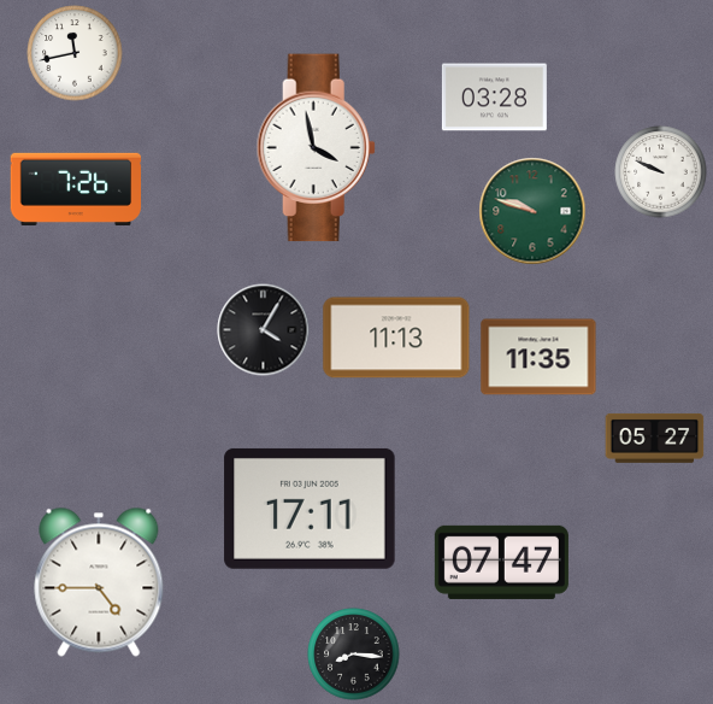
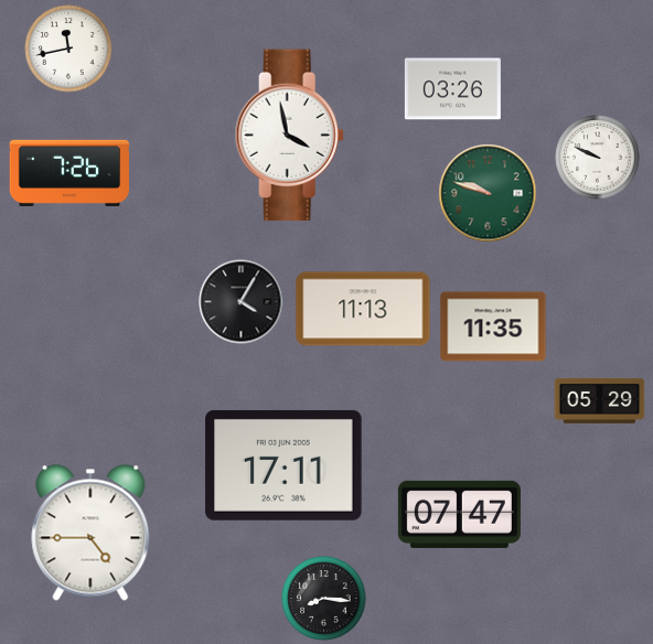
clock at (494, 98): 03:28 -> 03:26
clock at (661, 172) position: (661, 172) -> (598, 158)
clock at (655, 438): 05:27 -> 05:29
